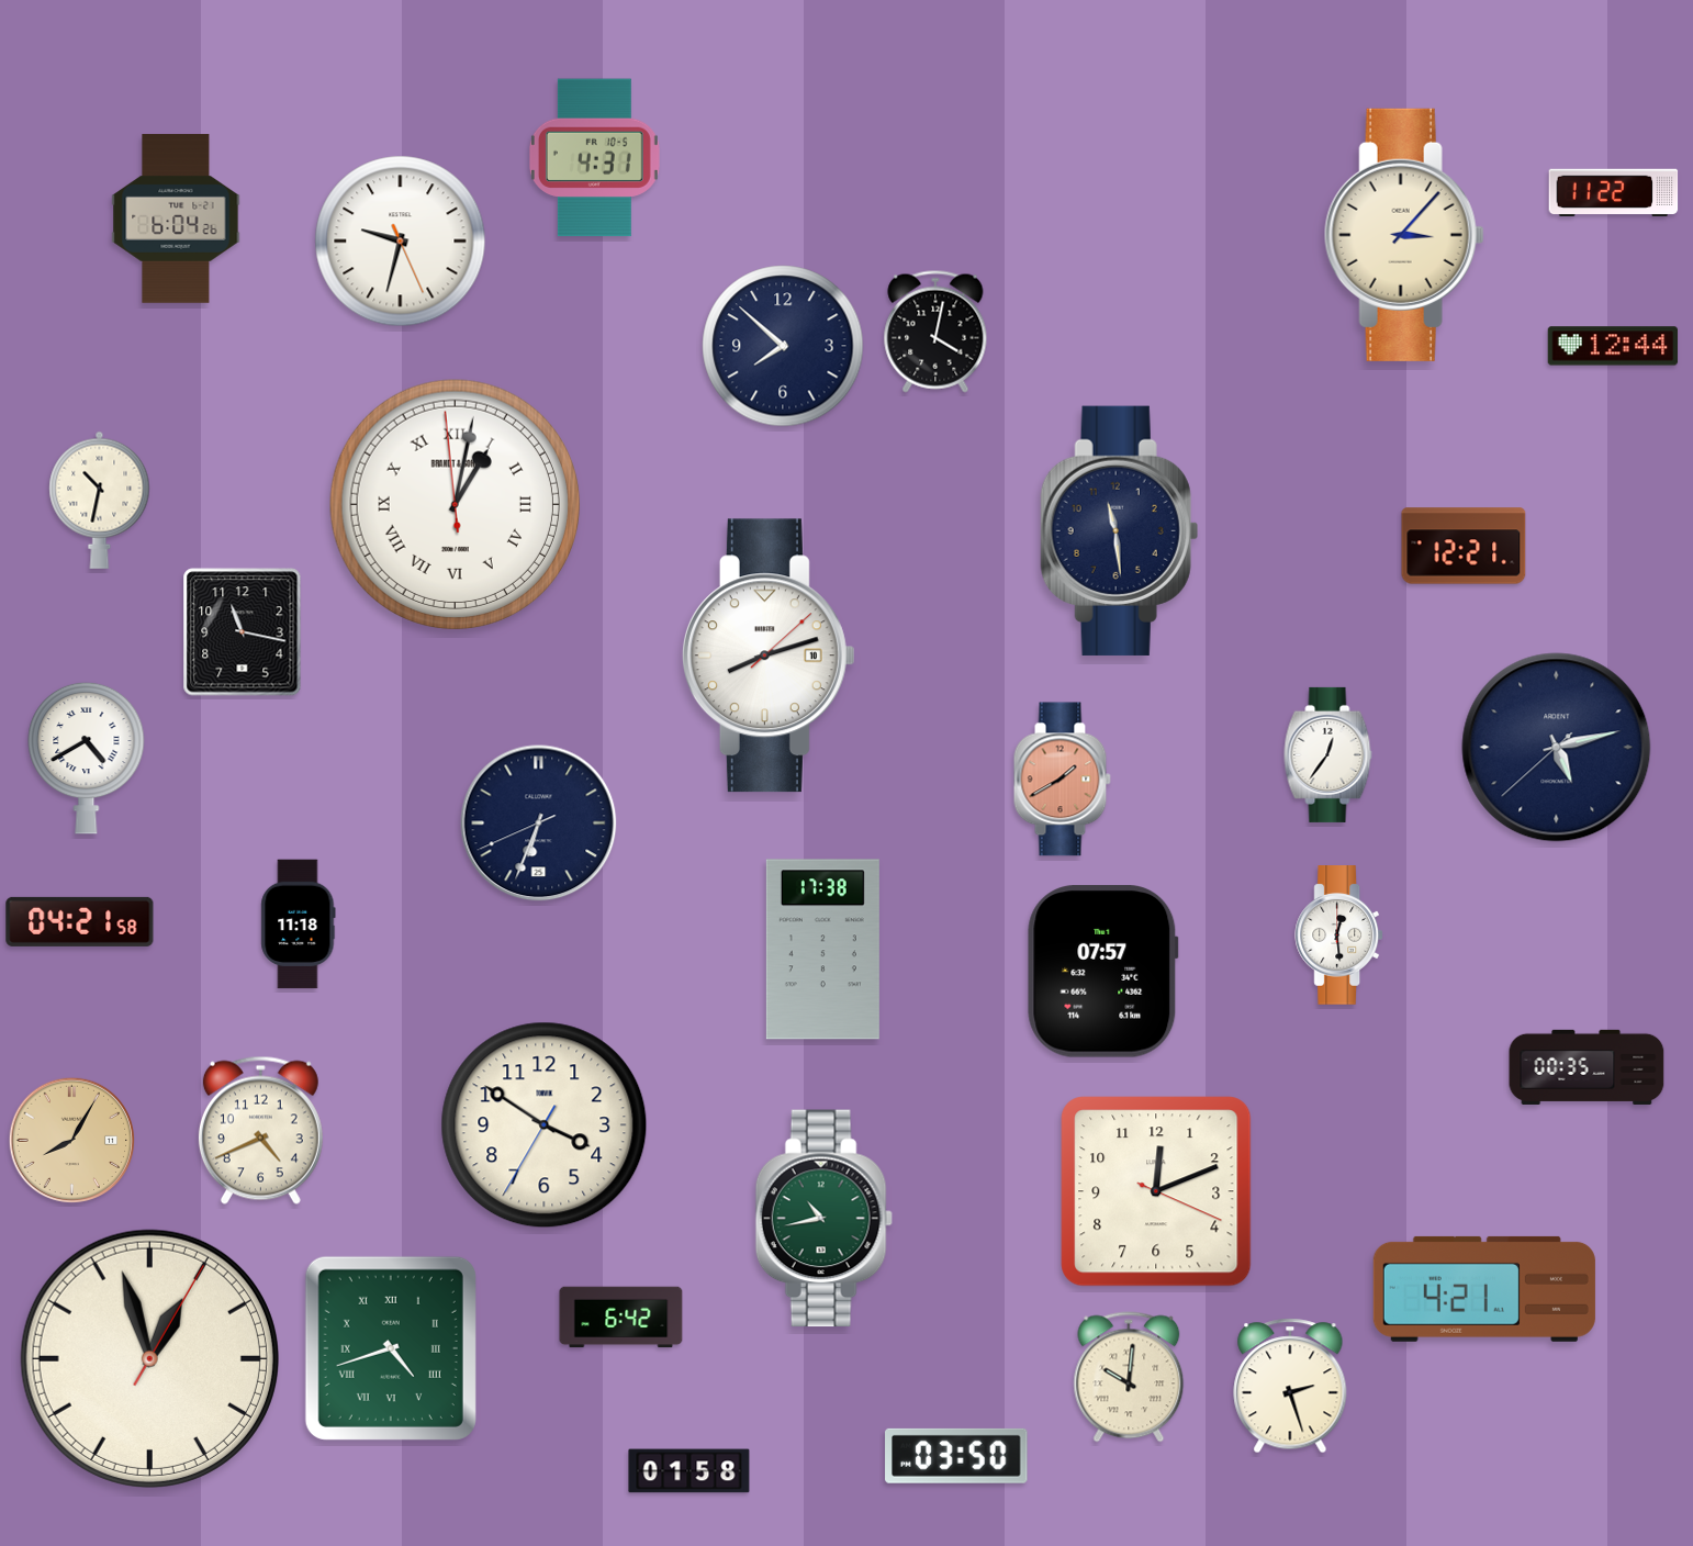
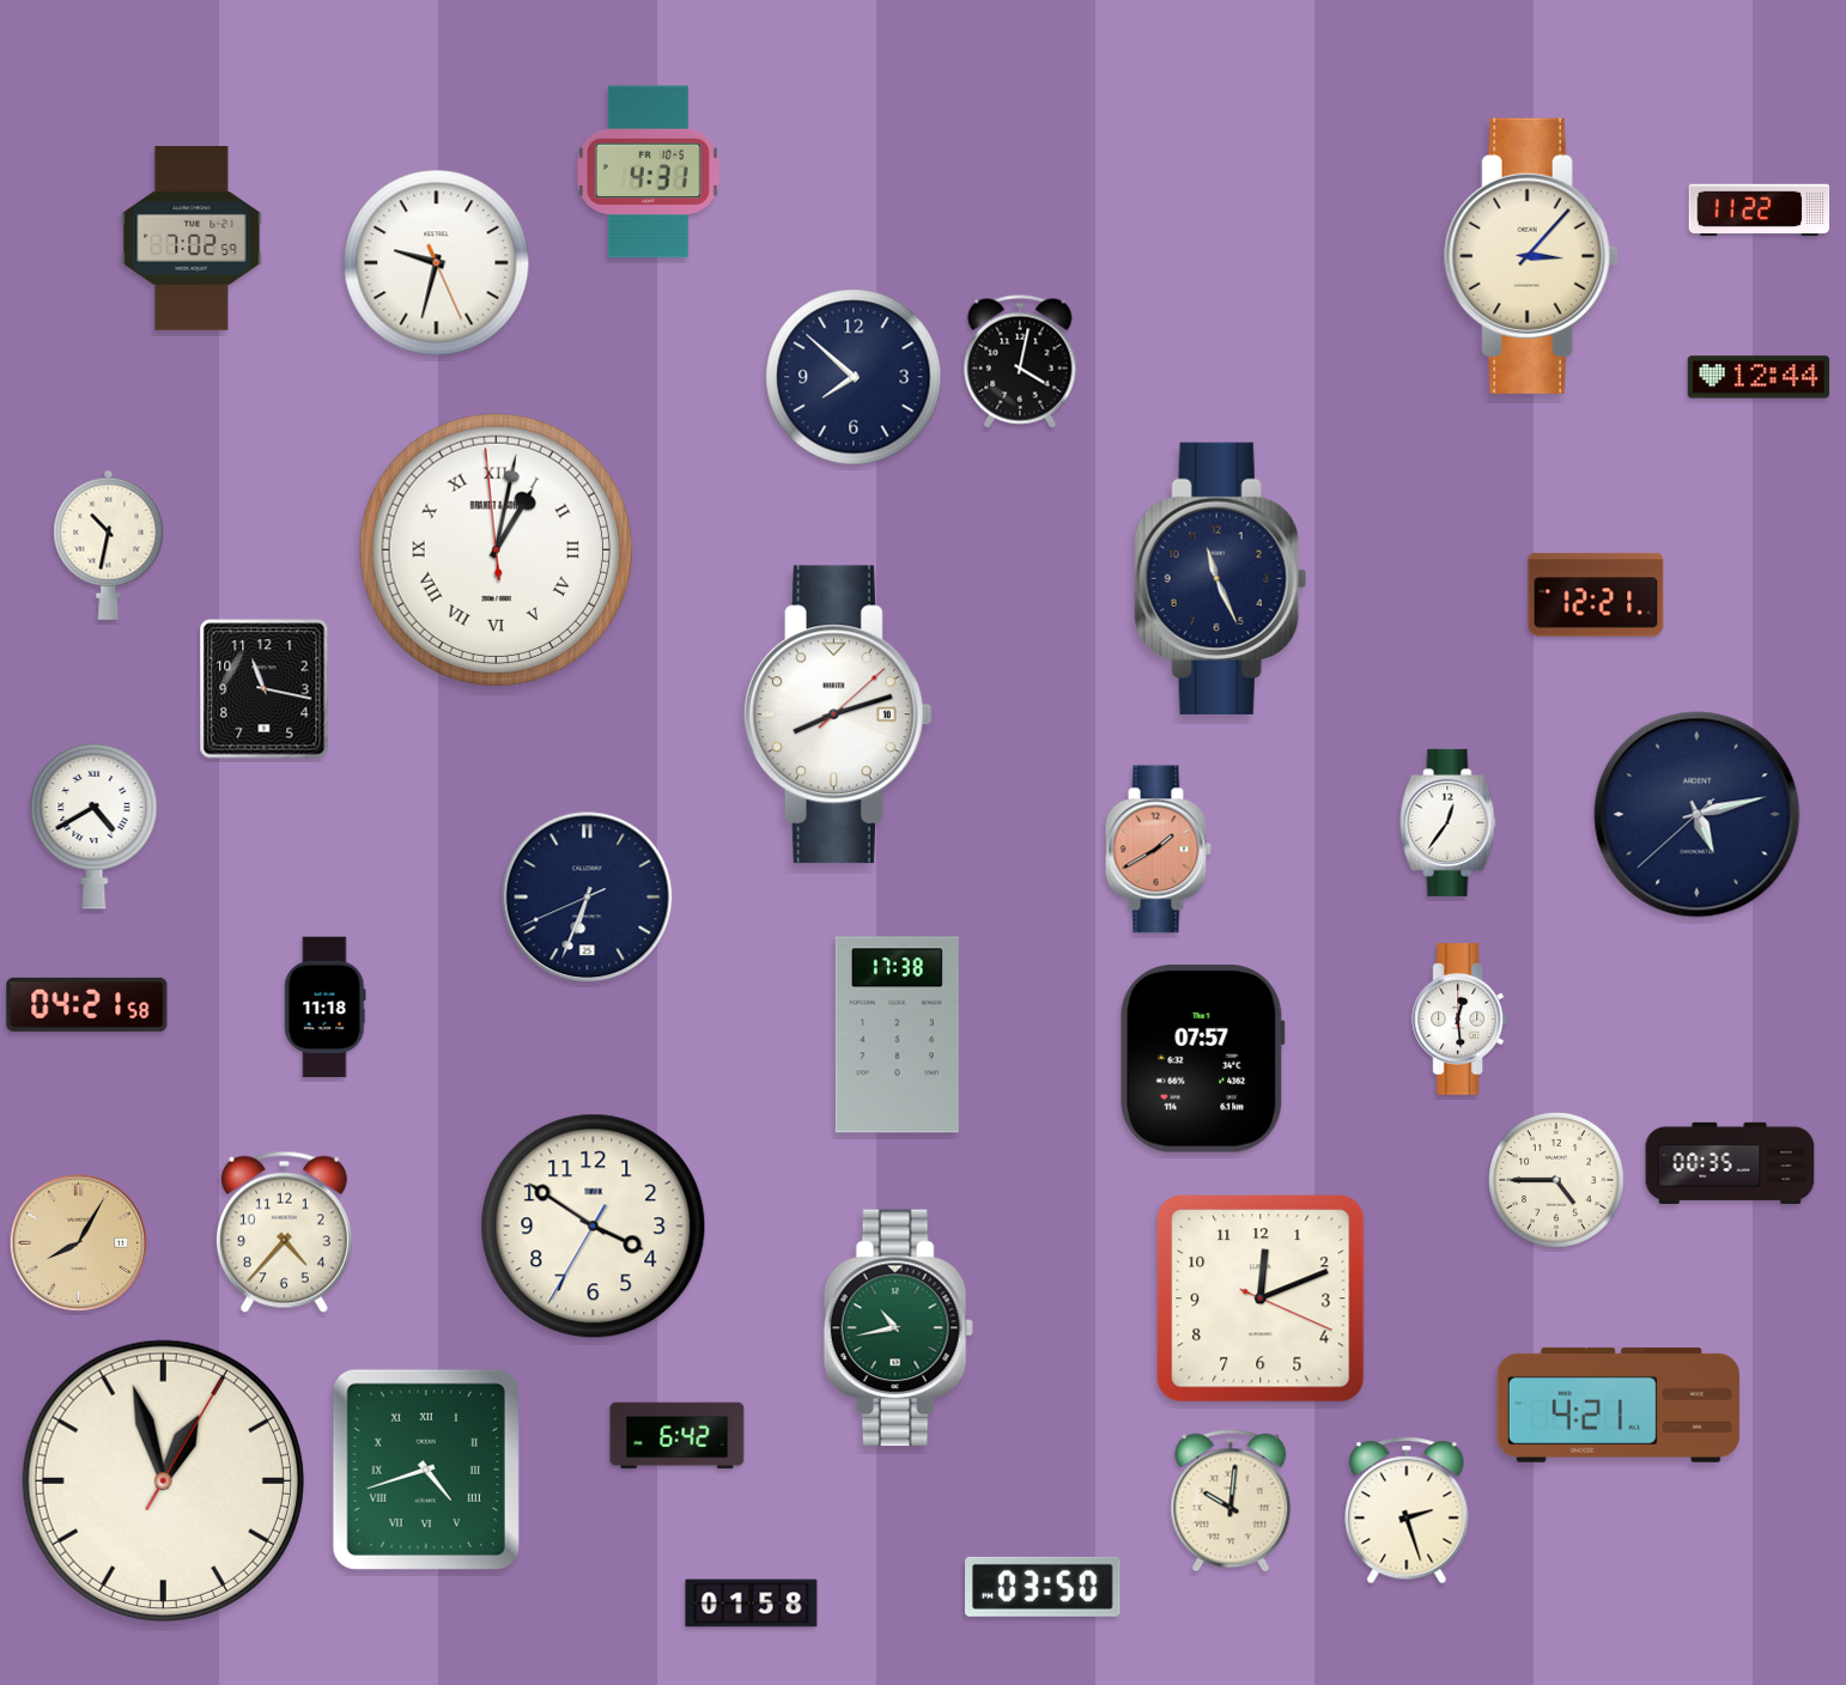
clock at (176, 219): 6:04 -> 7:02
clock at (1119, 530): 11:29 -> 11:26
clock at (1557, 1181): none -> 4:45
clock at (260, 1130): 4:41 -> 4:37
